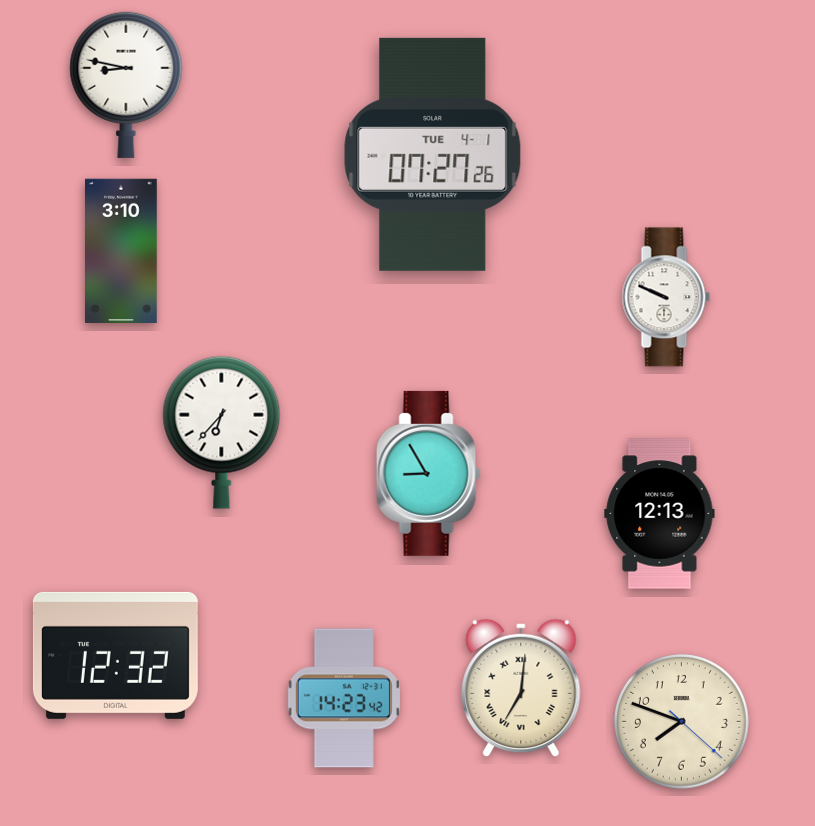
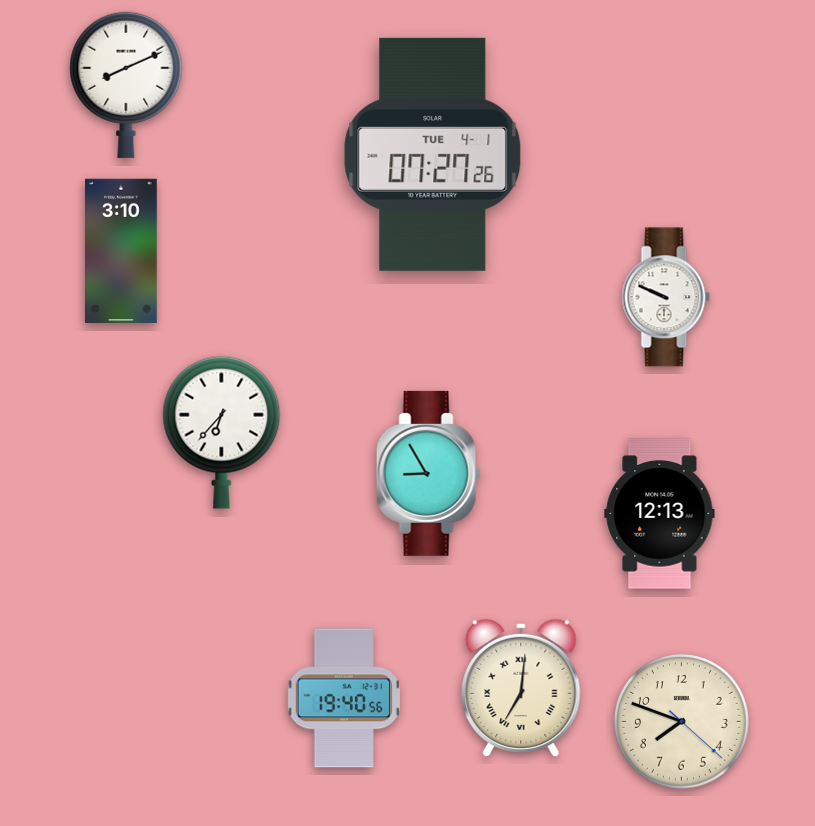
clock at (126, 85): 8:47 -> 8:11
clock at (115, 655): 12:32 -> none
clock at (344, 698): 14:23 -> 19:40
